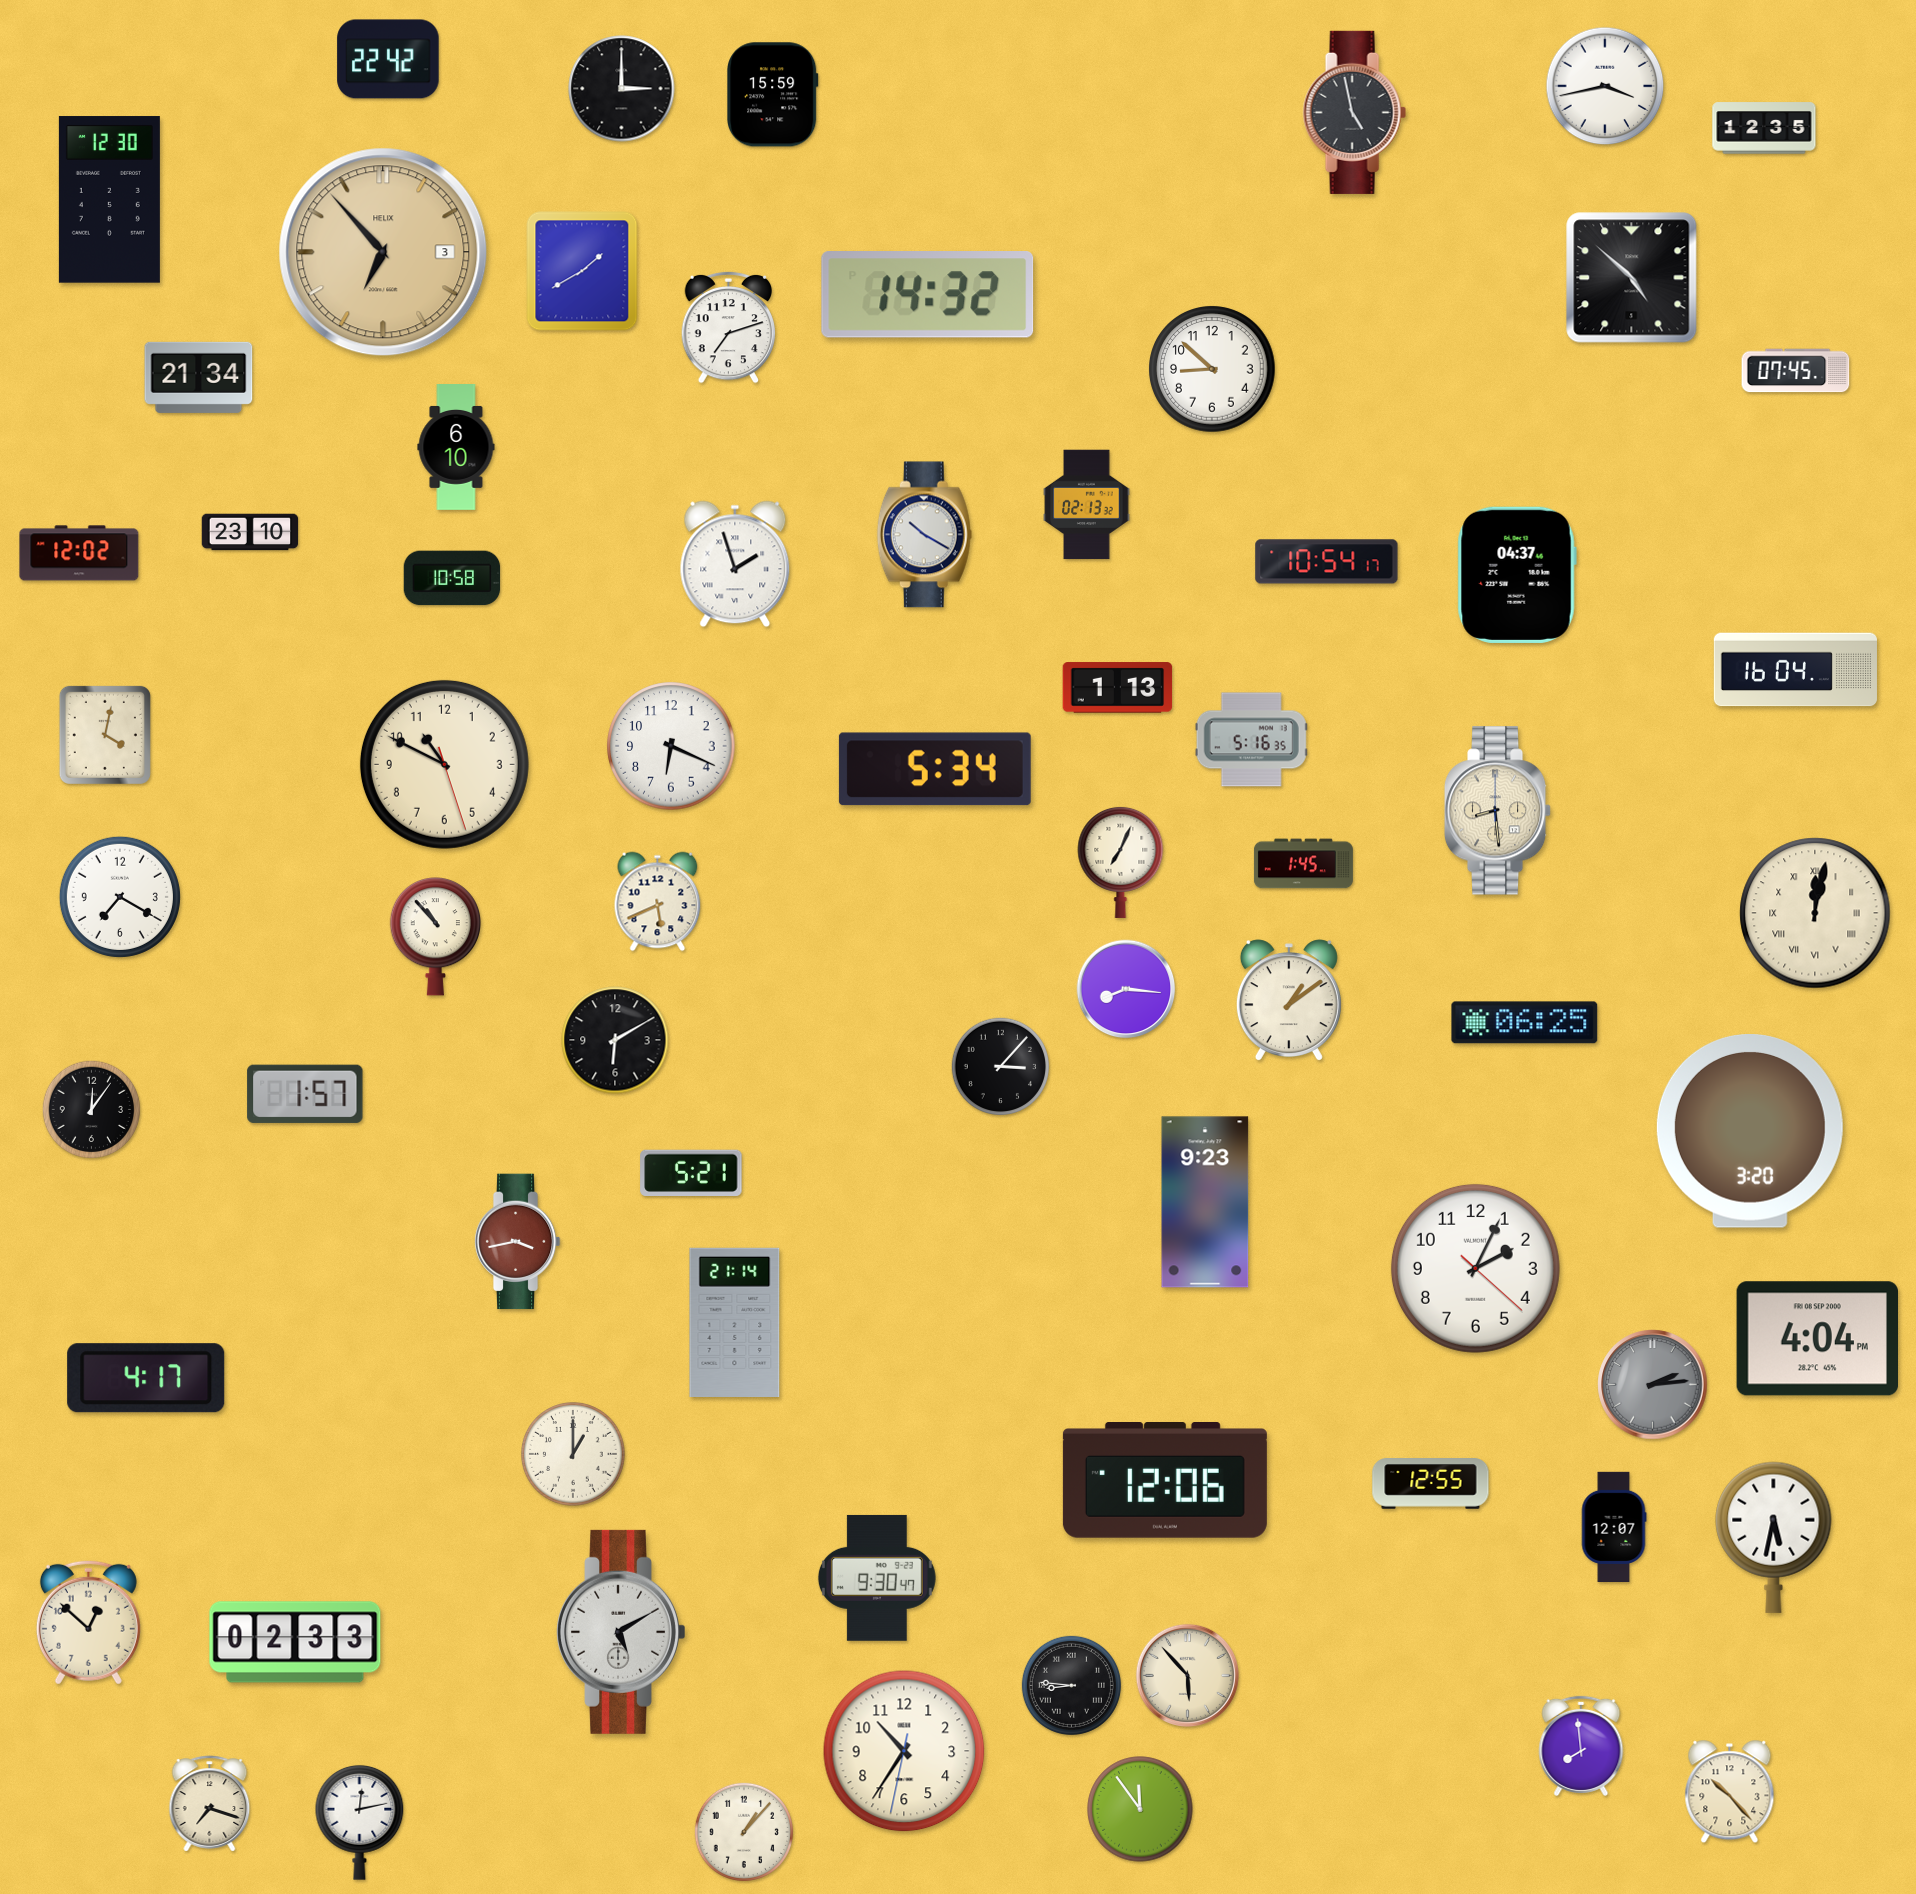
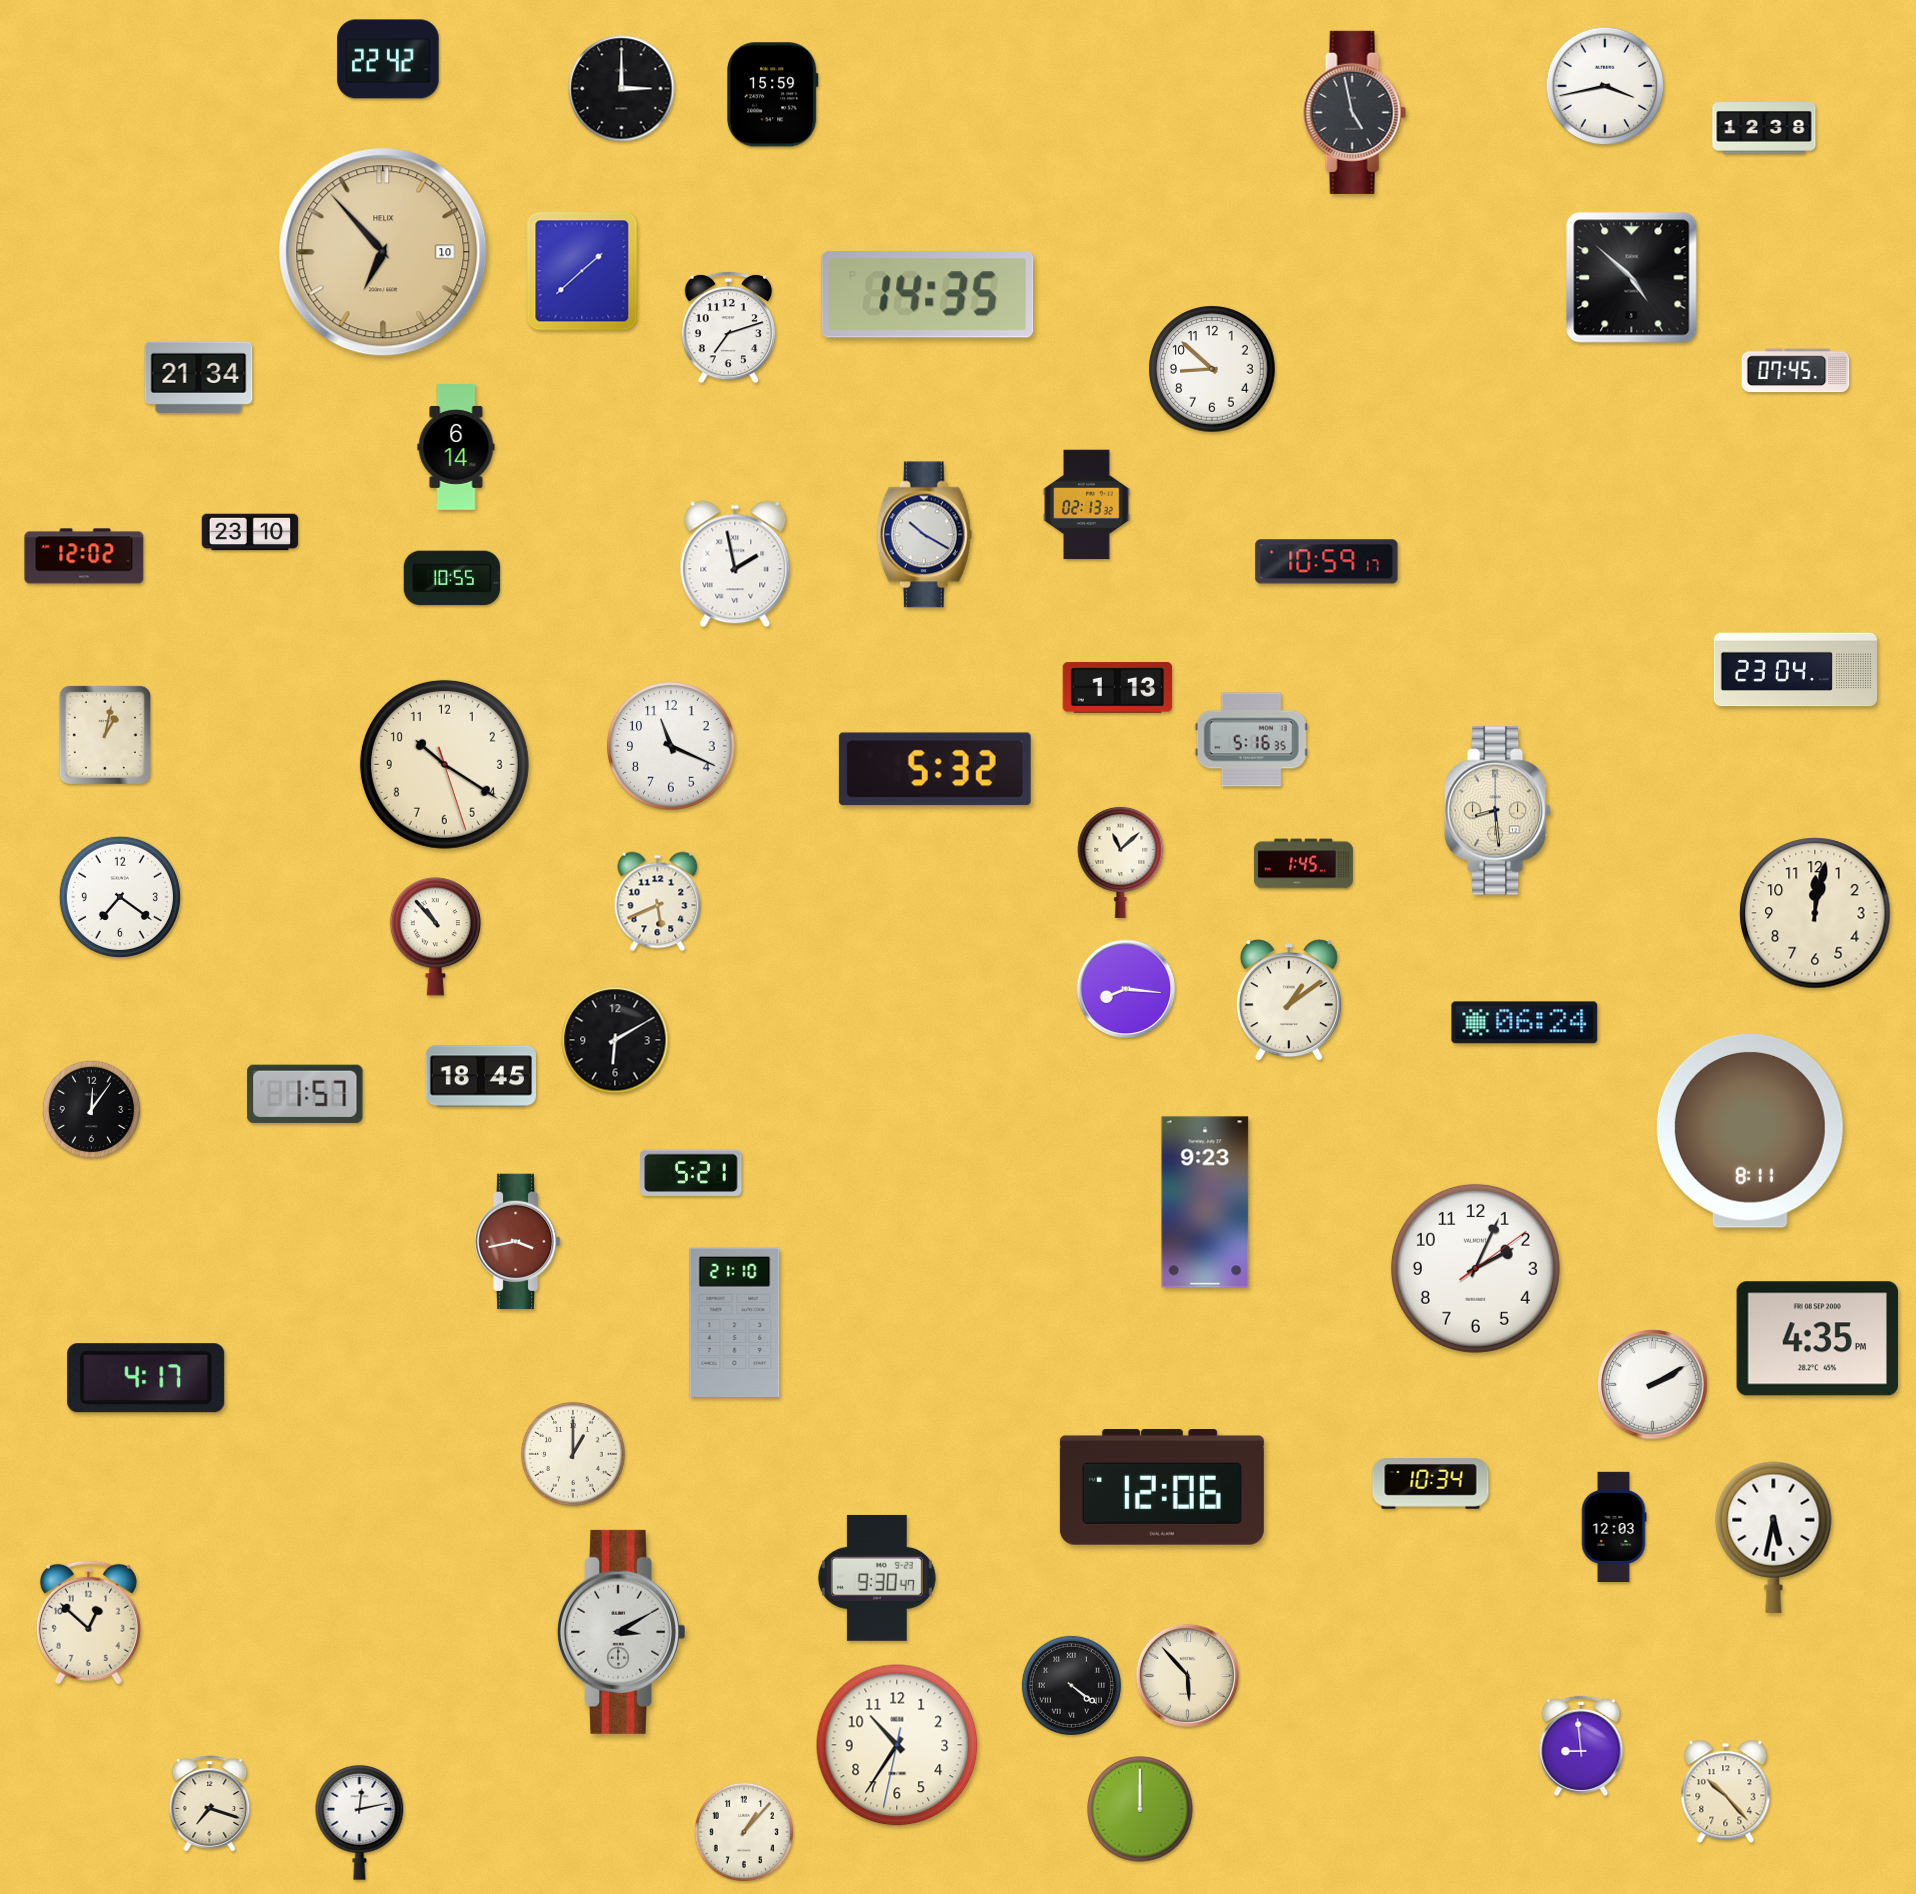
clock at (1764, 128): 12:35 -> 12:38
clock at (109, 200): 12:30 -> none
clock at (383, 252) date: 3 -> 10
clock at (582, 271): 1:40 -> 1:38
clock at (928, 295): 14:32 -> 14:35
clock at (456, 448): 6:10 -> 6:14
clock at (79, 553) position: (79, 553) -> (84, 556)
clock at (1327, 562): 10:54 -> 10:59
clock at (735, 564): 1:57 -> 1:58
clock at (1517, 575): 04:37 -> none
clock at (452, 578): 10:58 -> 10:55
clock at (1795, 670): 16:04 -> 23:04
clock at (105, 735): 4:02 -> 1:02
clock at (671, 746): 6:19 -> 11:19
clock at (444, 764): 10:49 -> 10:20
clock at (935, 769): 5:34 -> 5:32
clock at (1121, 862): 7:04 -> 11:08
clock at (120, 897): 7:20 -> 7:21
clock at (1815, 913) numerals: Roman -> Arabic
clock at (1525, 1023): 06:25 -> 06:24
clock at (1000, 1067): 3:07 -> none
clock at (480, 1076): none -> 18:45
clock at (1750, 1132): 3:20 -> 8:11
clock at (1475, 1268): 2:04:22 -> 2:04:09
clock at (735, 1322): 21:14 -> 21:10
clock at (1817, 1339): 4:04 -> 4:35
clock at (1653, 1385): 2:14 -> 2:10
clock at (1653, 1385) dial: grey -> white
clock at (1165, 1481) position: (1165, 1481) -> (1162, 1488)
clock at (1431, 1484): 12:55 -> 10:34
clock at (1614, 1526): 12:07 -> 12:03
clock at (620, 1632): 5:10 -> 3:10
clock at (295, 1642): 02:33 -> none
clock at (1071, 1685): 8:46 -> 4:21
clock at (1581, 1746): 7:59 -> 8:59
clock at (904, 1751) position: (904, 1751) -> (897, 1745)
clock at (1730, 1792) position: (1730, 1792) -> (1726, 1792)
clock at (1140, 1809): 11:54 -> 12:00
